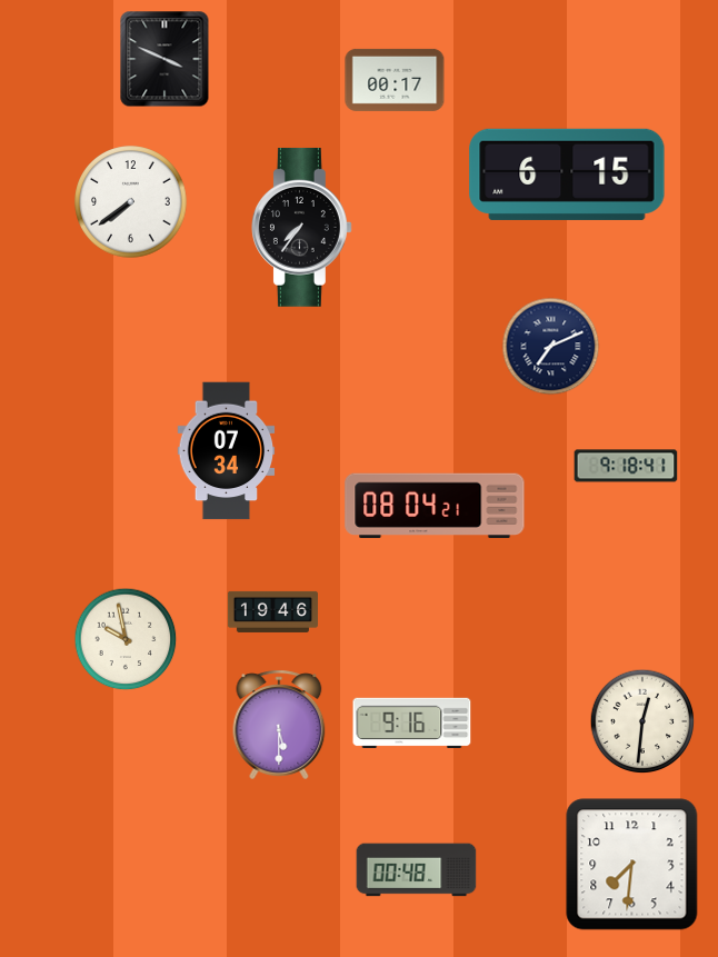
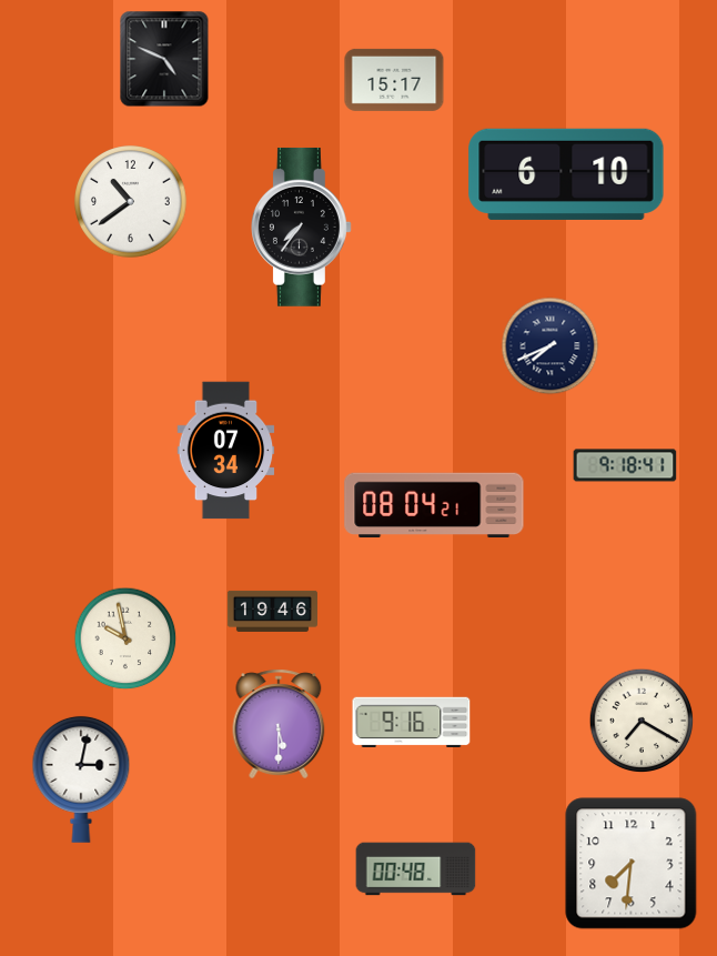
clock at (164, 59): 3:49 -> 4:49
clock at (395, 80): 00:17 -> 15:17
clock at (567, 175): 6:15 -> 6:10
clock at (131, 202): 7:39 -> 10:39
clock at (551, 347): 7:11 -> 7:41
clock at (642, 721): 12:31 -> 7:20
clock at (81, 779): none -> 3:02
